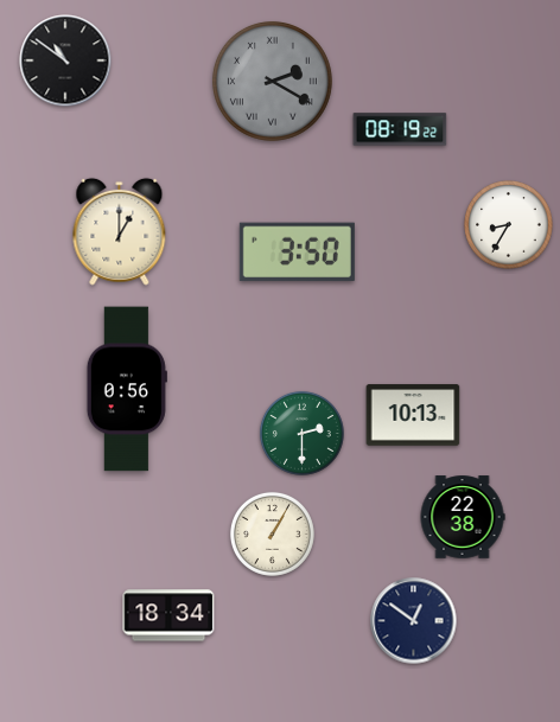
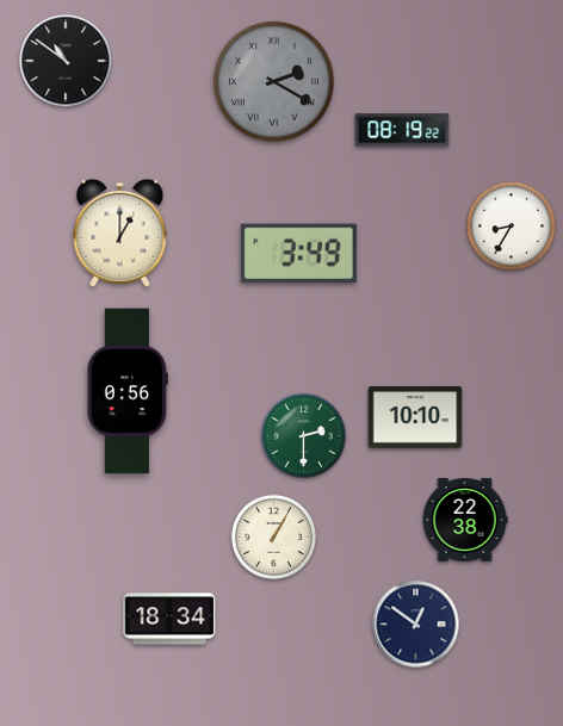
clock at (297, 253): 3:50 -> 3:49
clock at (413, 415): 10:13 -> 10:10
